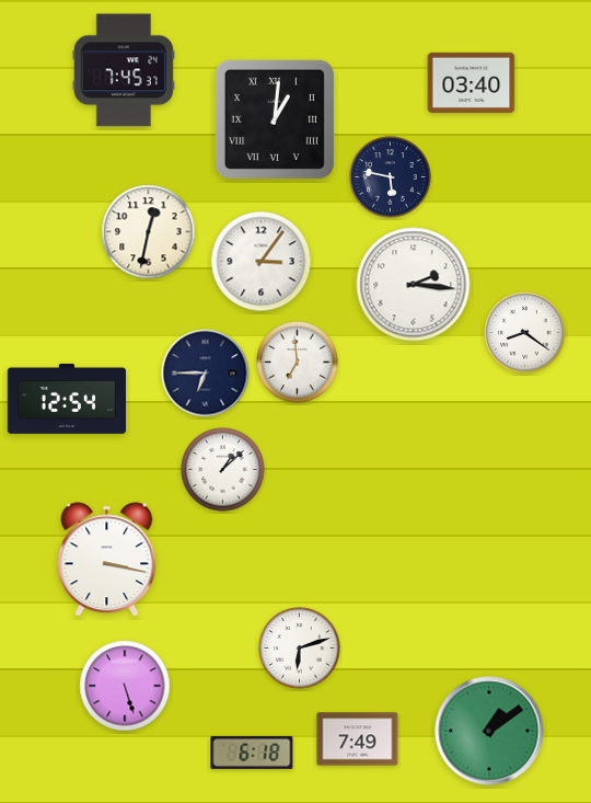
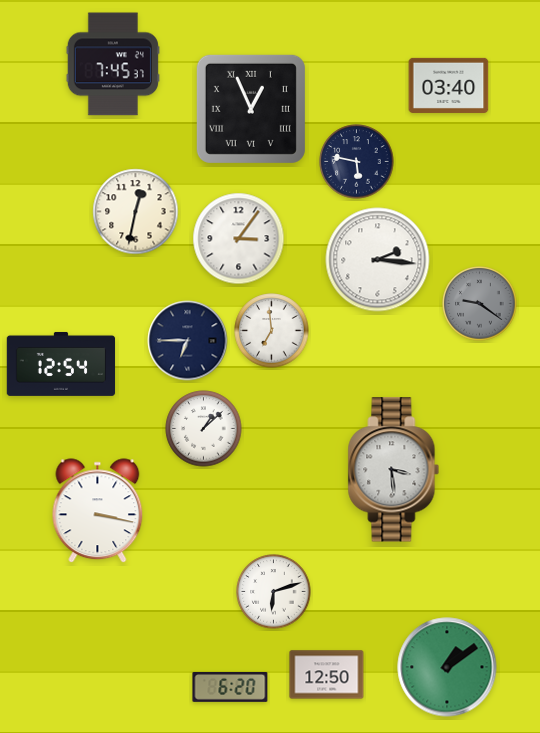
clock at (472, 82) position: (472, 82) -> (449, 85)
clock at (275, 119): 1:01 -> 12:56
clock at (525, 333): 8:21 -> 9:21
clock at (525, 333) dial: white -> grey
clock at (394, 470): none -> 3:29
clock at (125, 686): 5:27 -> none
clock at (358, 739): 7:49 -> 12:50
clock at (252, 753): 6:18 -> 6:20
